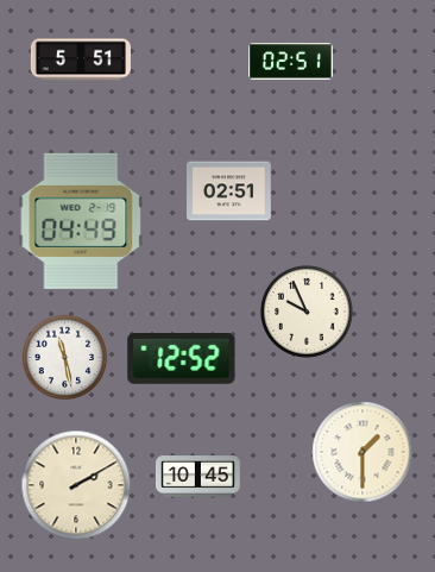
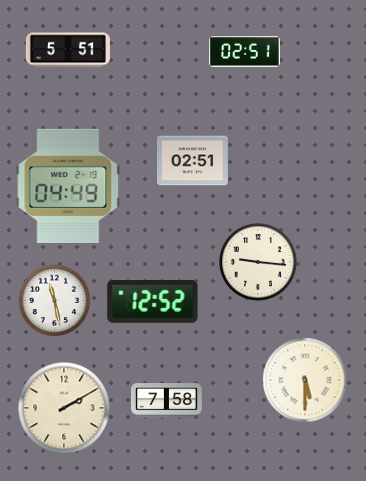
clock at (308, 313): 9:56 -> 9:16
clock at (363, 452): 1:30 -> 5:30
clock at (198, 477): 10:45 -> 7:58
